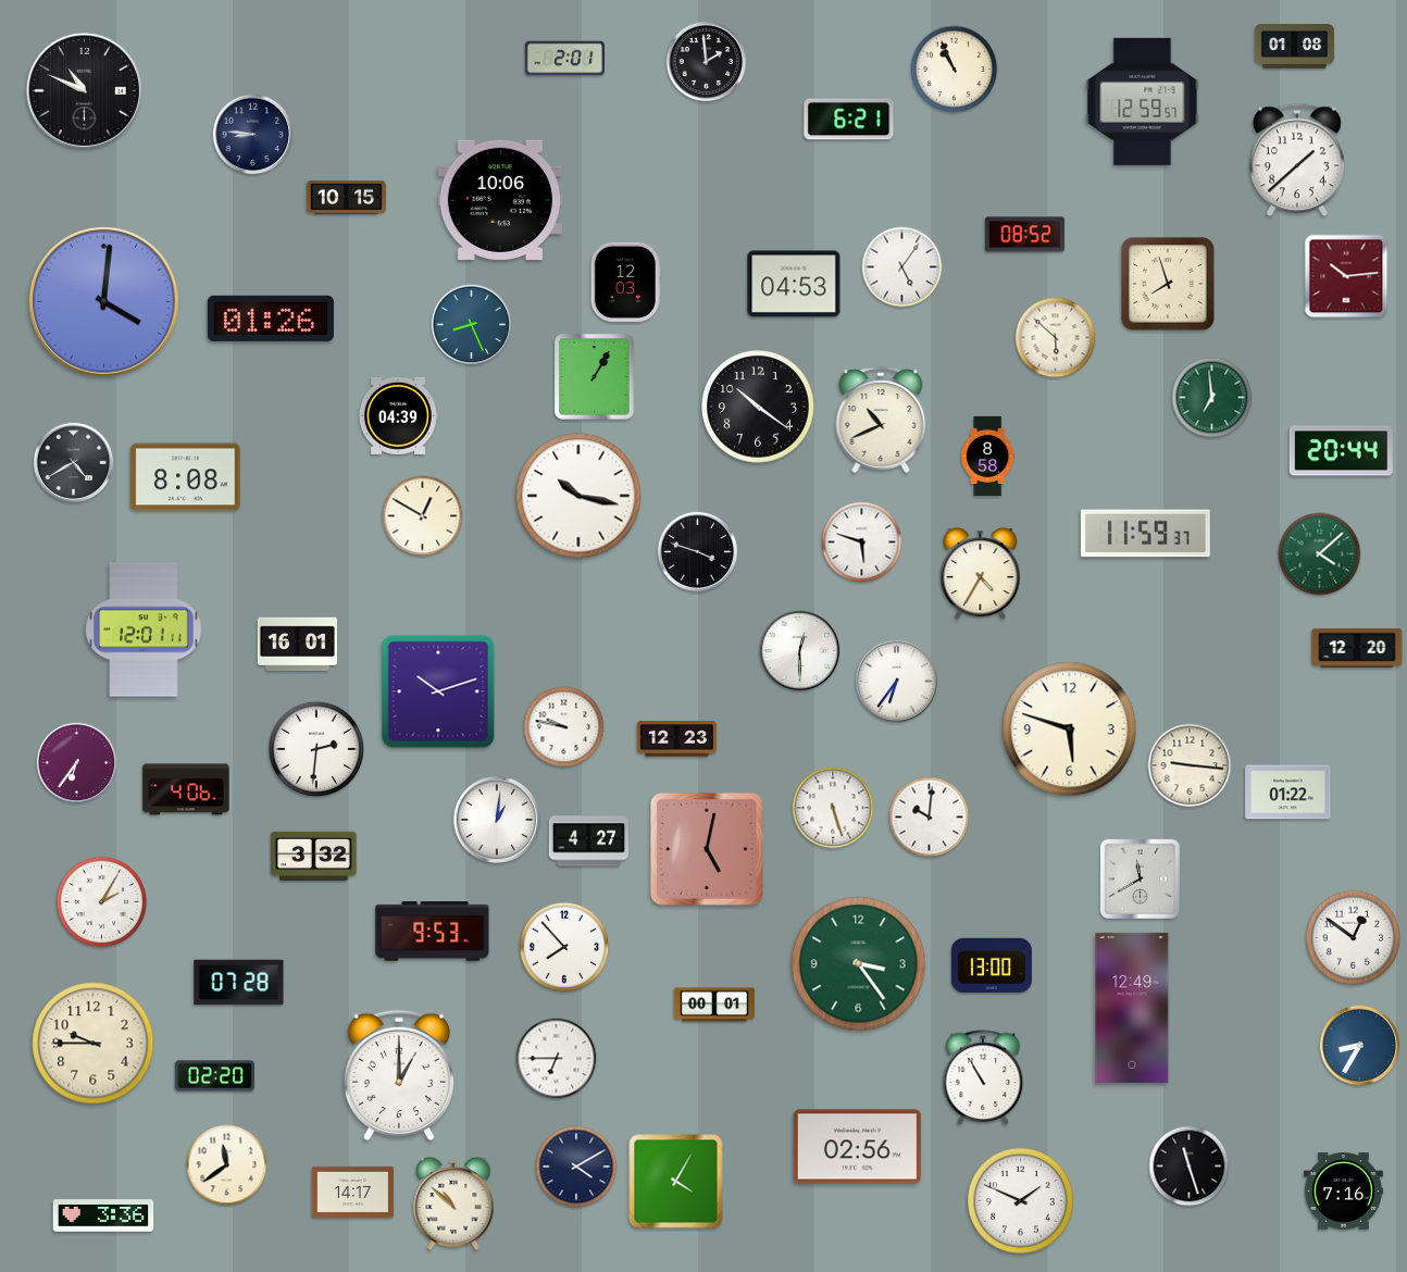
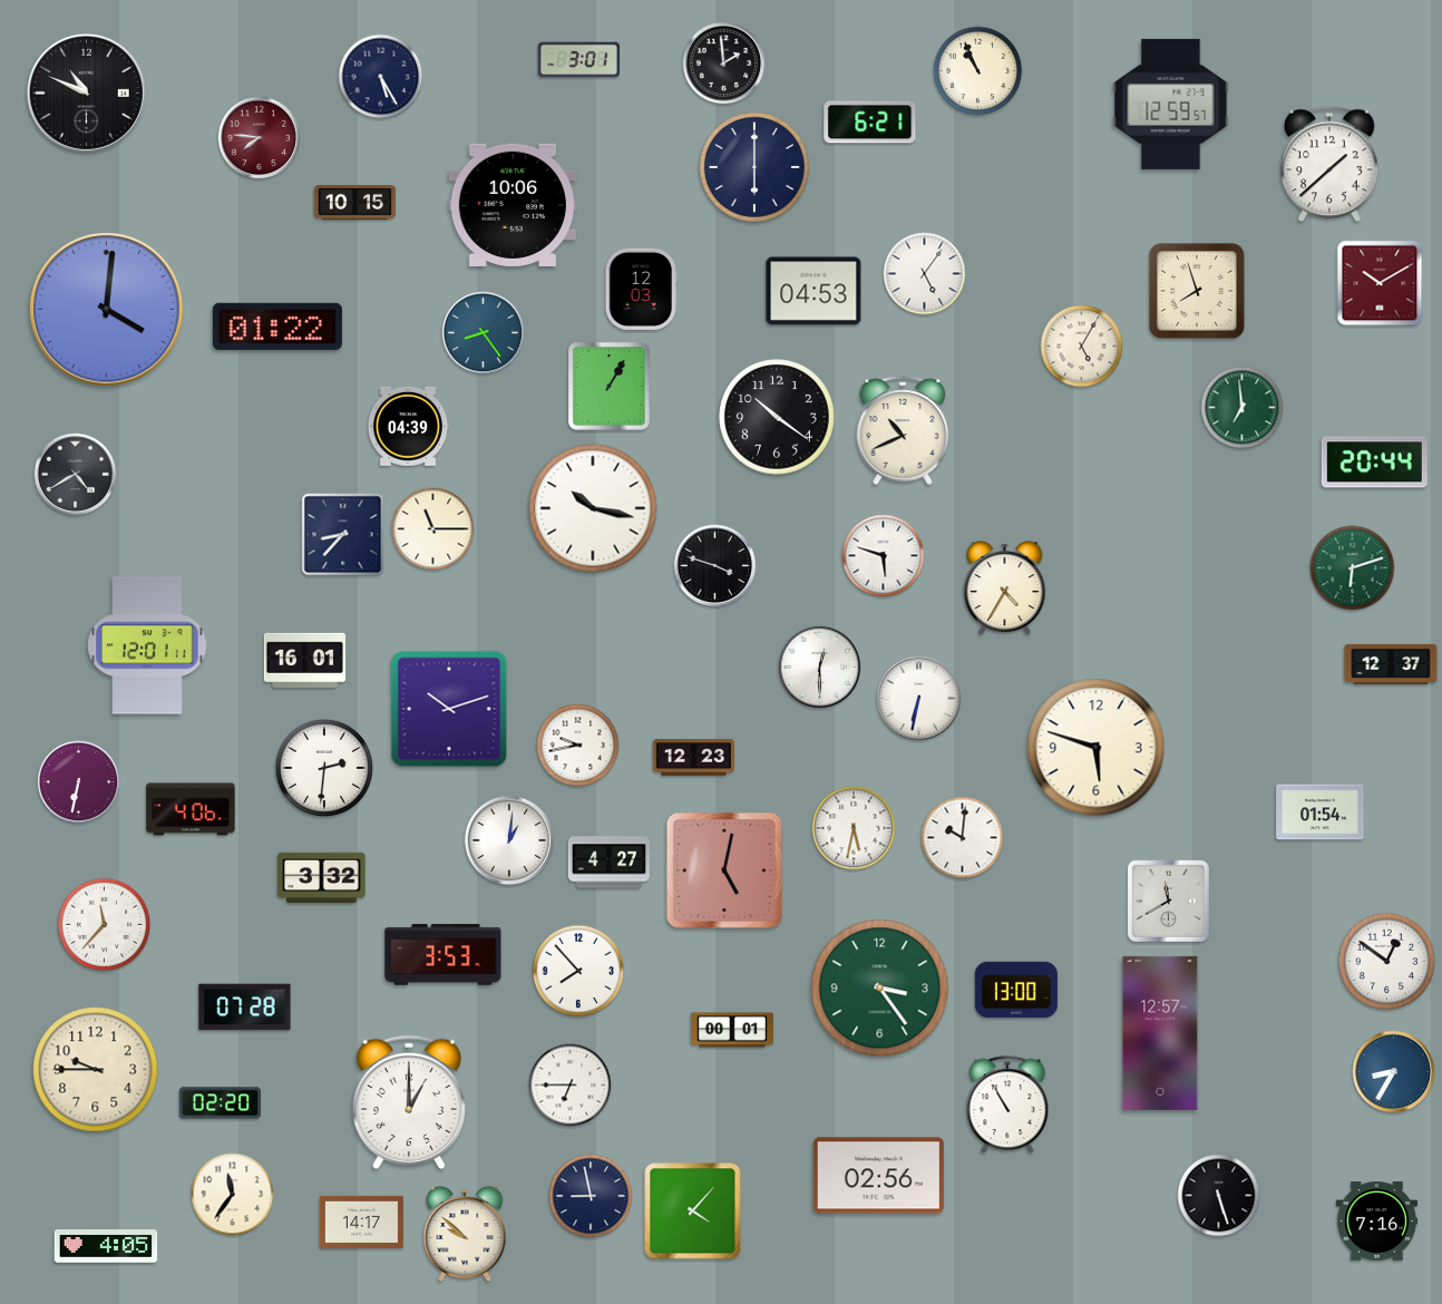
clock at (1294, 47): 01:08 -> none
clock at (564, 59): 2:01 -> 3:01
clock at (381, 77): none -> 5:25
clock at (253, 135): 8:46 -> 7:46
clock at (253, 135) dial: navy -> burgundy
clock at (754, 167): none -> 6:00
clock at (1024, 235): 08:52 -> none
clock at (1346, 276): 10:14 -> 10:10
clock at (271, 319): 01:26 -> 01:22
clock at (472, 325): 8:26 -> 8:24
clock at (1056, 338): 5:52 -> 5:05
clock at (988, 456): 8:58 -> none
clock at (186, 477): 8:08 -> none
clock at (423, 516): 12:50 -> 11:15
clock at (343, 535): none -> 8:37
clock at (1145, 534): 11:59 -> none
clock at (1320, 554): 4:08 -> 6:12
clock at (1357, 648): 12:20 -> 12:37
clock at (897, 682): 6:36 -> 6:32
clock at (564, 727): 9:47 -> 9:43
clock at (77, 763): 6:36 -> 6:32
clock at (1190, 765): 9:16 -> none
clock at (1288, 793): 01:22 -> 01:54
clock at (833, 808): 5:27 -> 5:32
clock at (930, 818) position: (930, 818) -> (963, 838)
clock at (588, 841) position: (588, 841) -> (608, 863)
clock at (102, 902): 2:05 -> 11:37
clock at (433, 932): 9:53 -> 3:53
clock at (1132, 1008): 12:49 -> 12:57
clock at (227, 1165): 11:39 -> 11:36
clock at (576, 1167): 4:10 -> 8:58
clock at (1190, 1167): 11:27 -> 5:27
clock at (676, 1182): 4:05 -> 4:07
clock at (1020, 1200): 1:49 -> none
clock at (453, 1204): 10:52 -> 9:52
clock at (103, 1215): 3:36 -> 4:05
